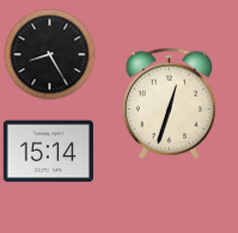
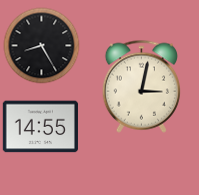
clock at (169, 103): 12:33 -> 3:02
clock at (48, 152): 15:14 -> 14:55
